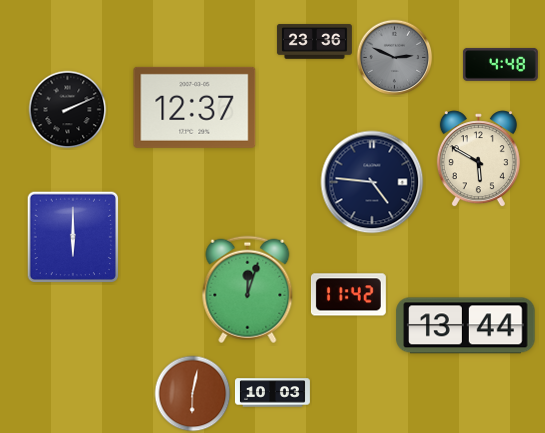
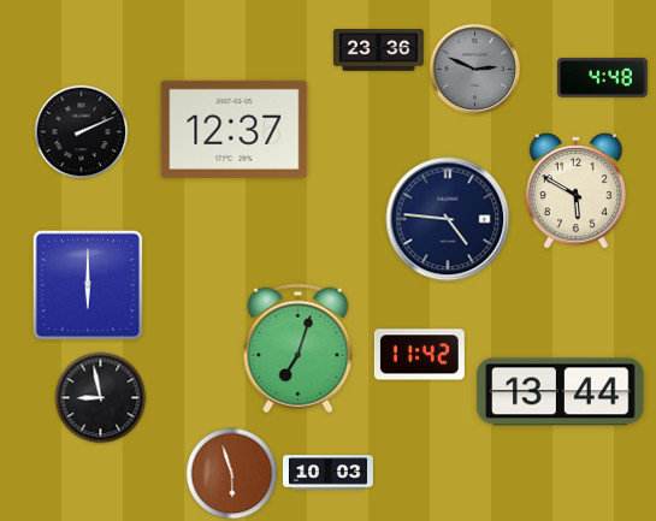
clock at (248, 290): 12:03 -> 7:03
clock at (101, 398): none -> 8:58
clock at (193, 394): 6:02 -> 5:57
